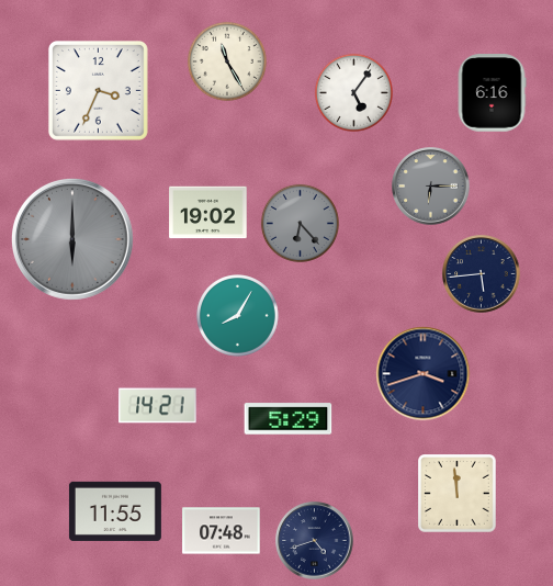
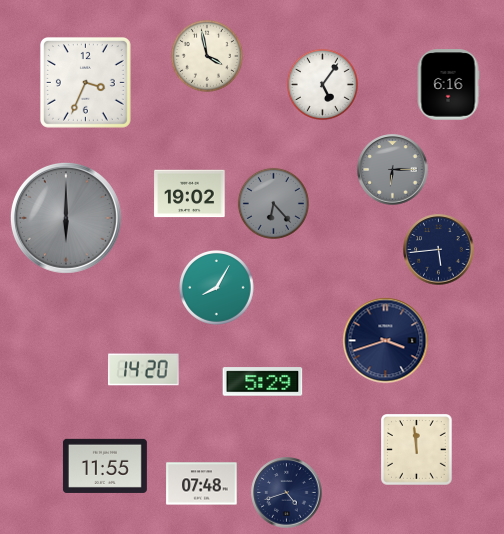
clock at (227, 61): 11:25 -> 3:58
clock at (98, 90) position: (98, 90) -> (85, 82)
clock at (158, 406): 14:21 -> 14:20
